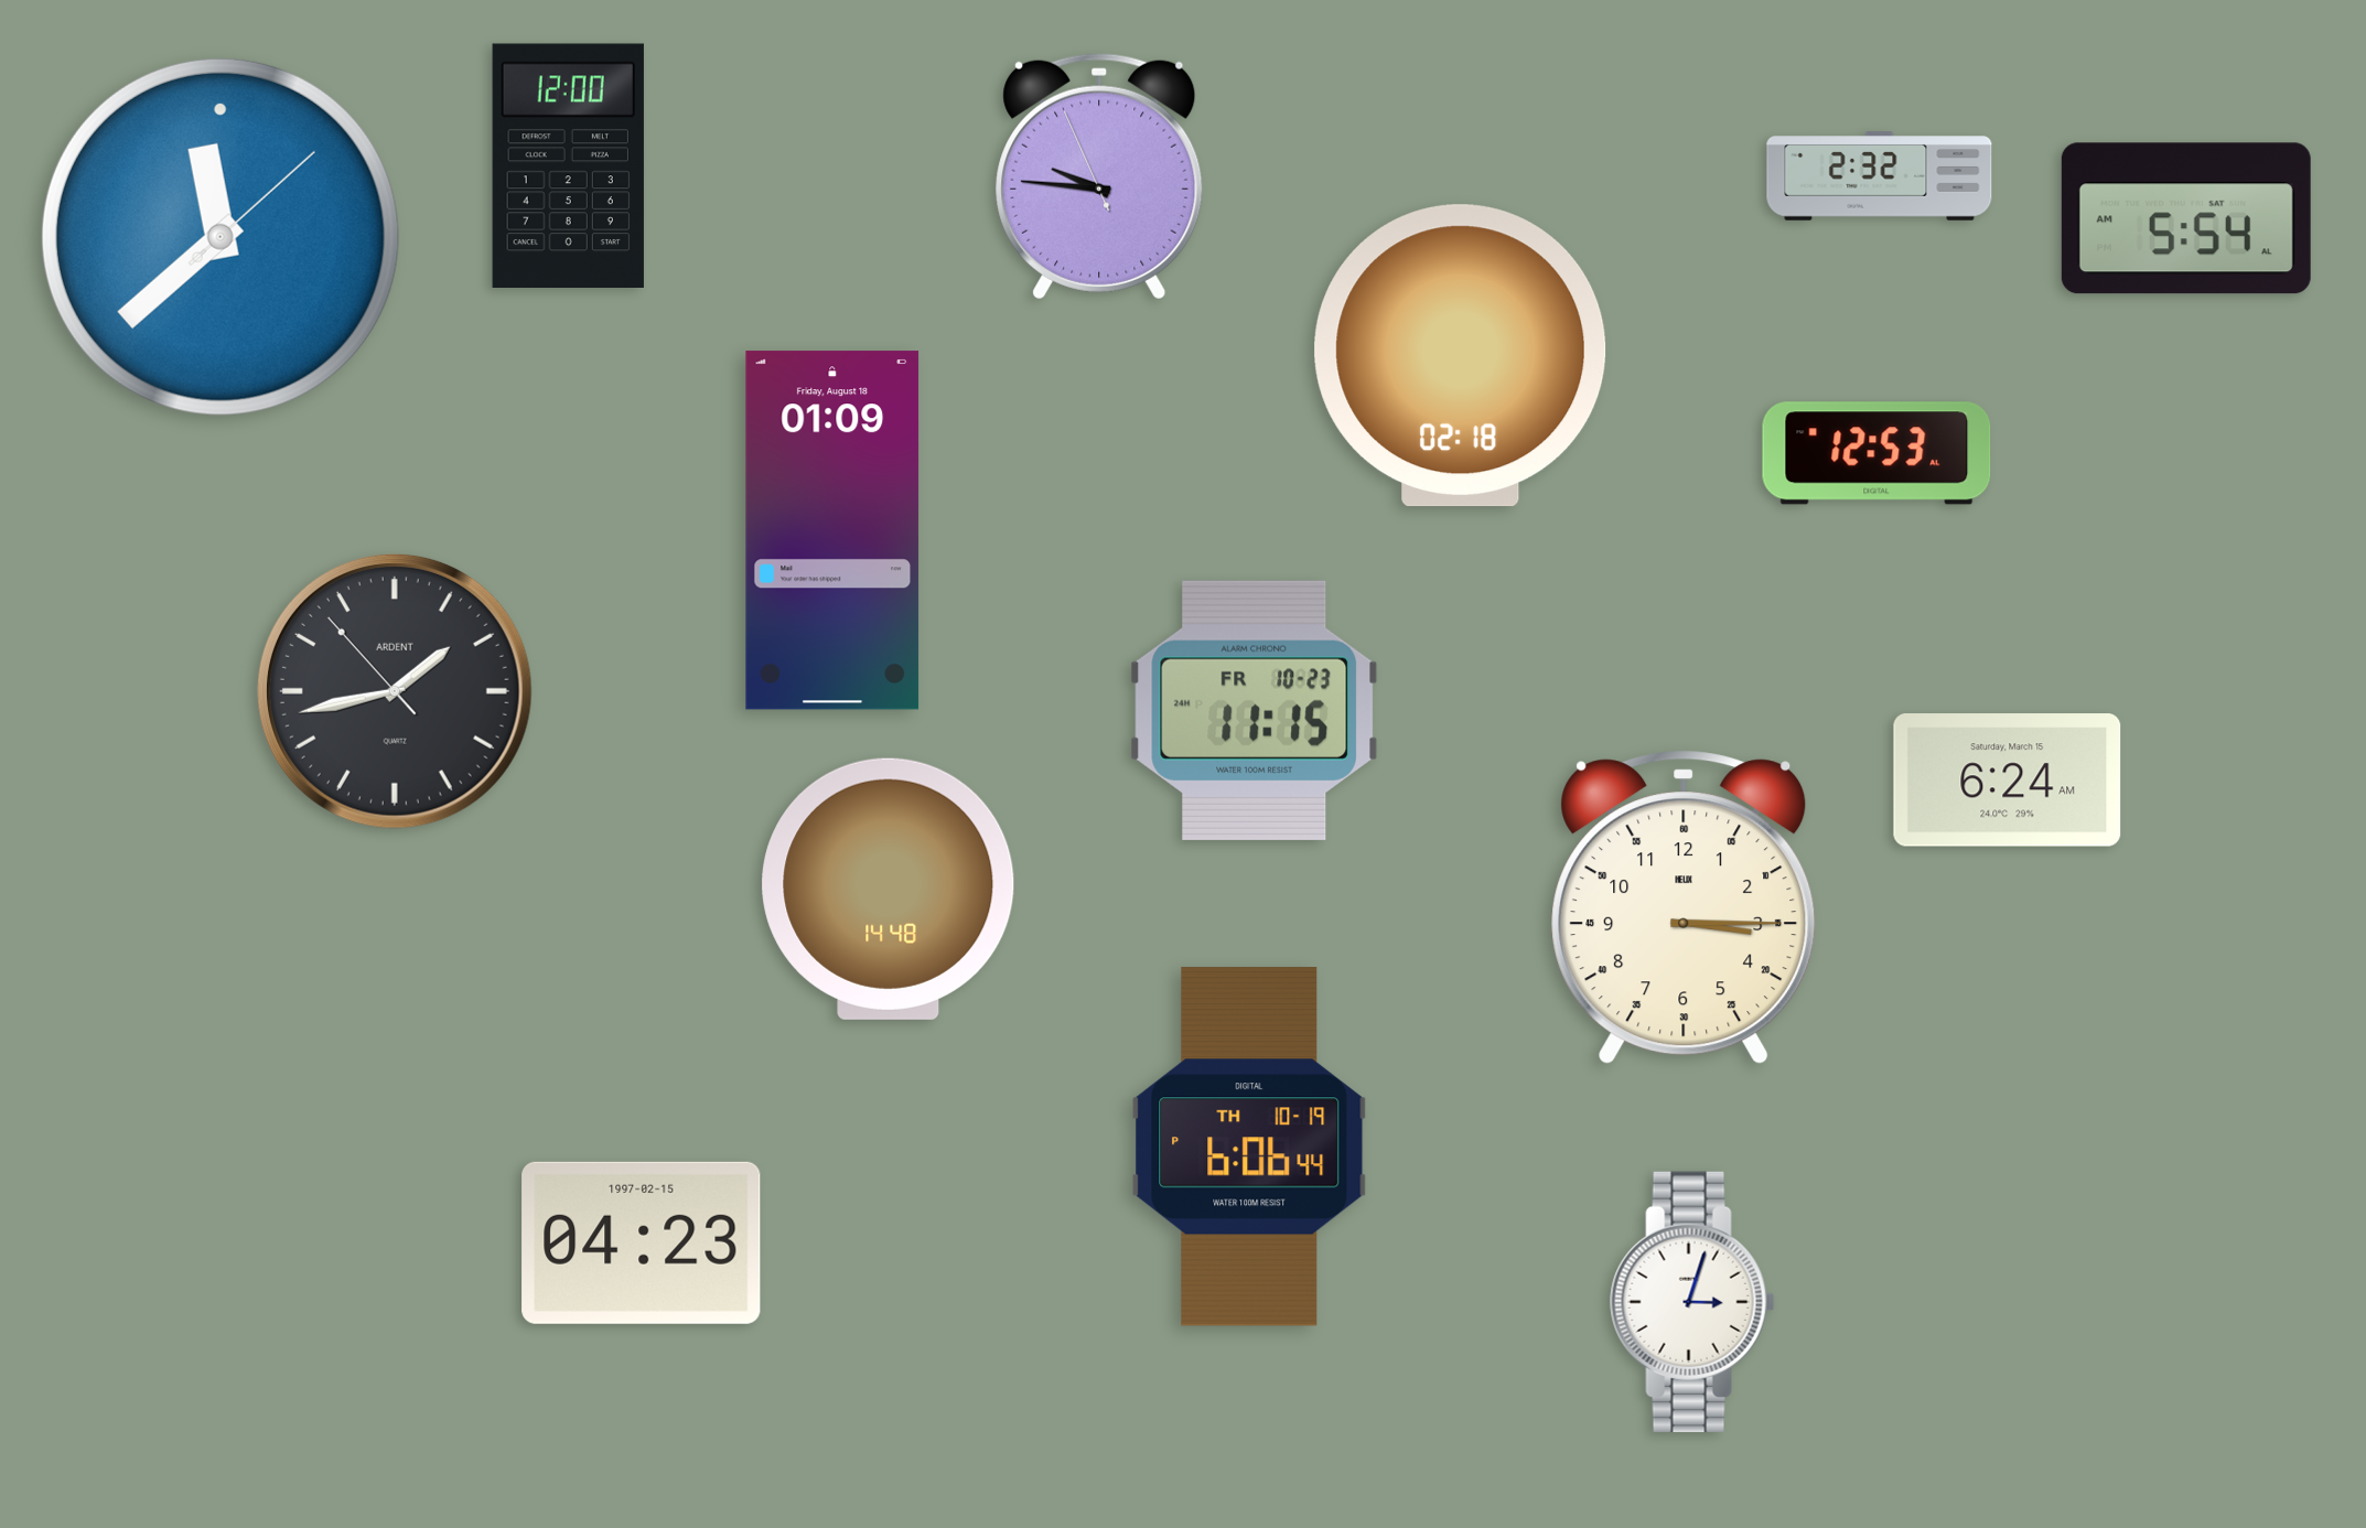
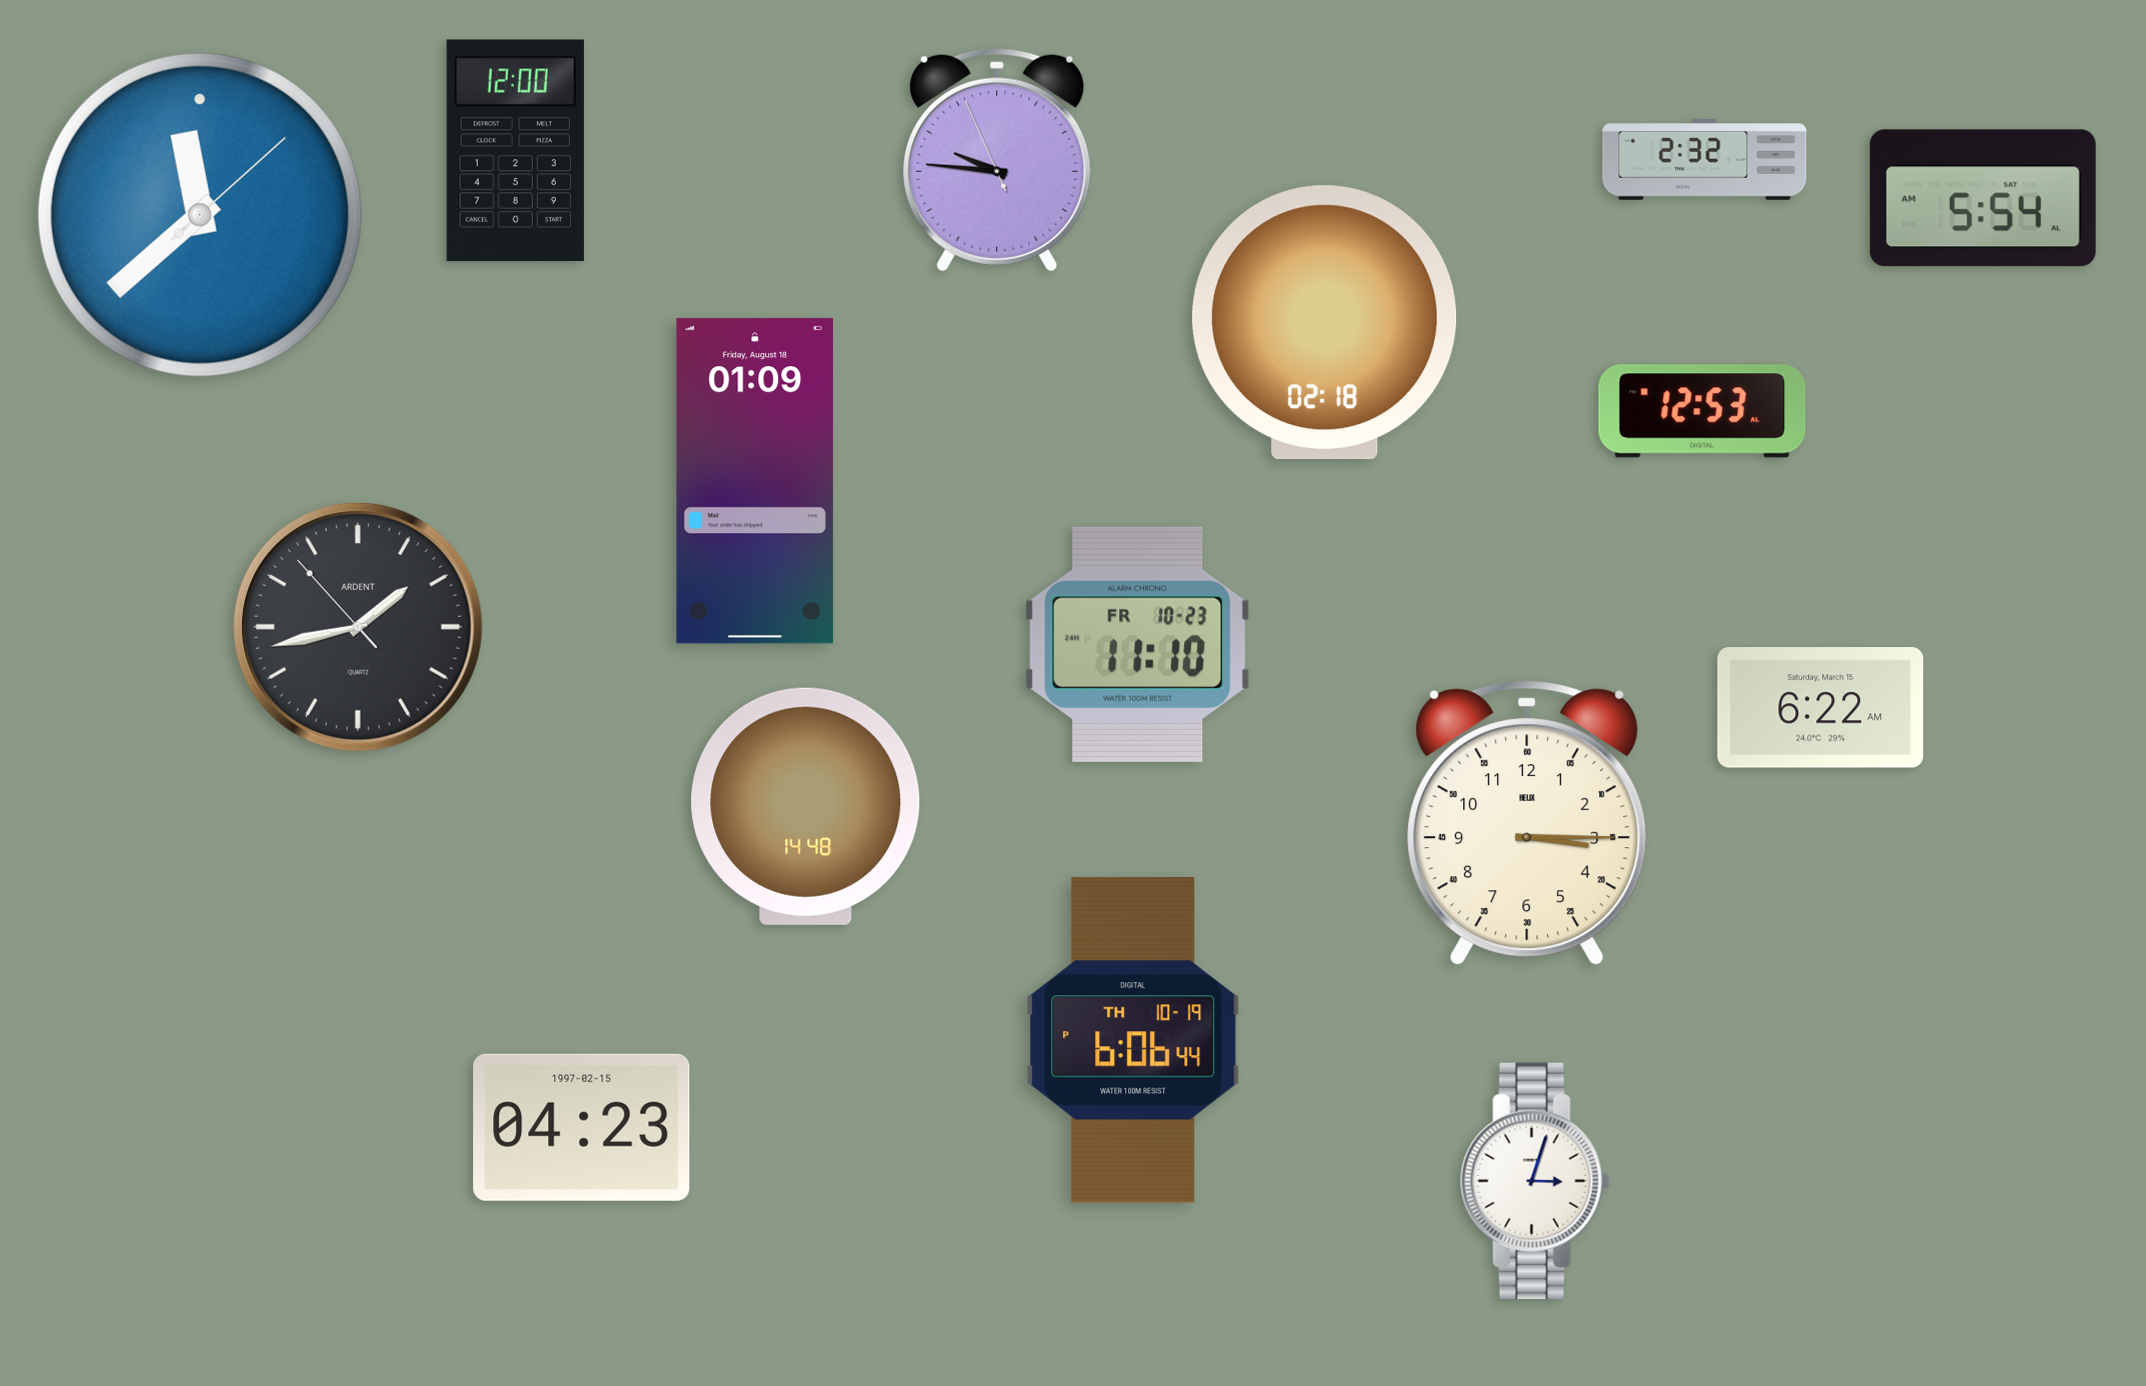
clock at (1255, 710): 11:15 -> 11:10
clock at (2008, 781): 6:24 -> 6:22
